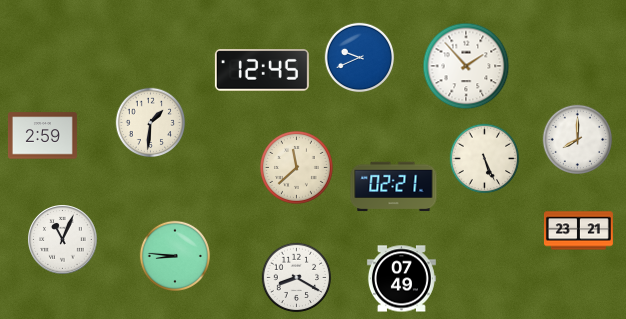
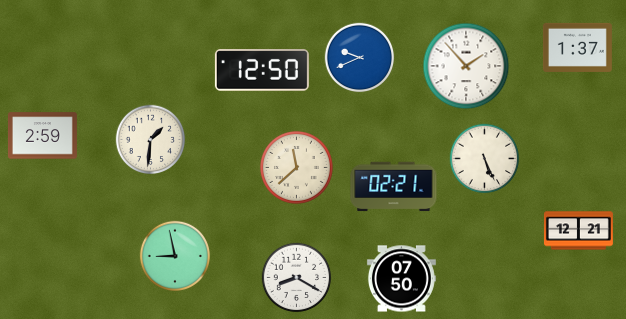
clock at (577, 47): none -> 1:37
clock at (262, 70): 12:45 -> 12:50
clock at (151, 123) position: (151, 123) -> (151, 140)
clock at (578, 140): 8:00 -> none
clock at (578, 231): 23:21 -> 12:21
clock at (63, 240): 11:04 -> none
clock at (174, 255): 8:46 -> 8:58
clock at (401, 279): 07:49 -> 07:50
